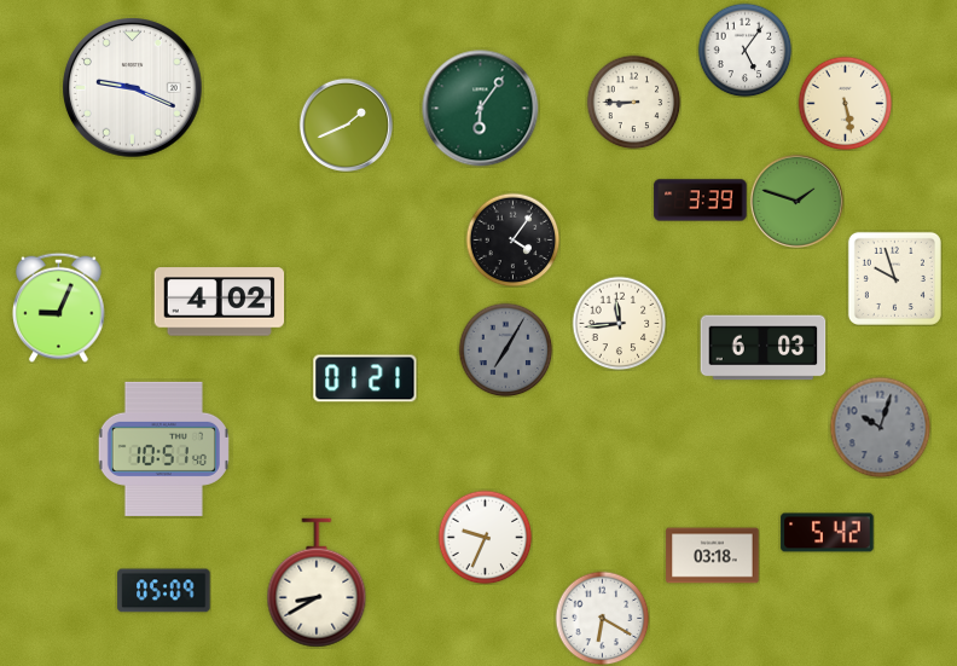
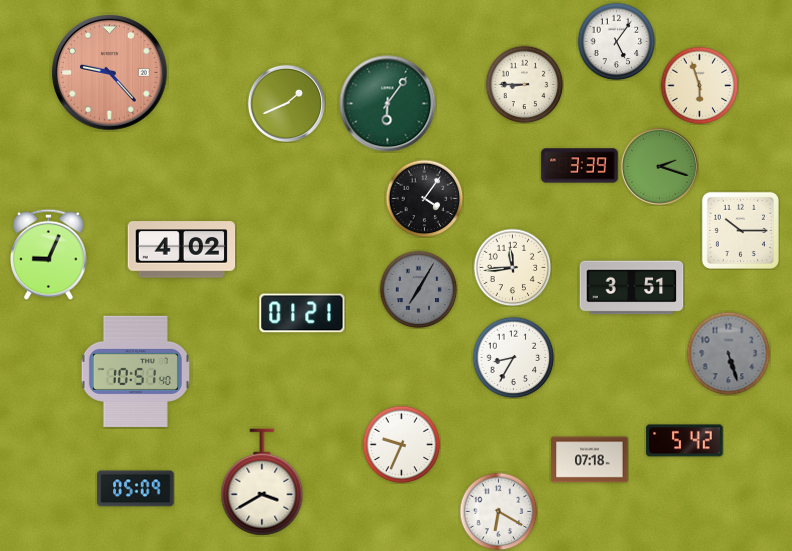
clock at (133, 88): 9:19 -> 9:23
clock at (133, 88) dial: white -> salmon
clock at (845, 103): 5:28 -> 5:57
clock at (481, 109) position: (481, 109) -> (388, 104)
clock at (796, 201): 1:48 -> 2:18
clock at (894, 278): 9:57 -> 10:15
clock at (764, 348): 6:03 -> 3:51
clock at (880, 427): 10:03 -> 5:27
clock at (513, 357): none -> 8:35
clock at (713, 556): 03:18 -> 07:18
clock at (317, 583): 8:40 -> 3:40
